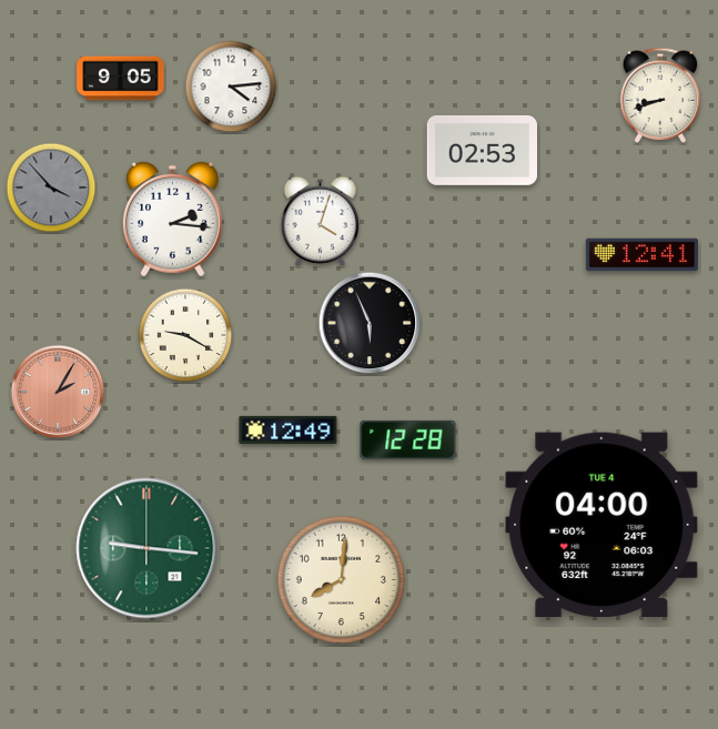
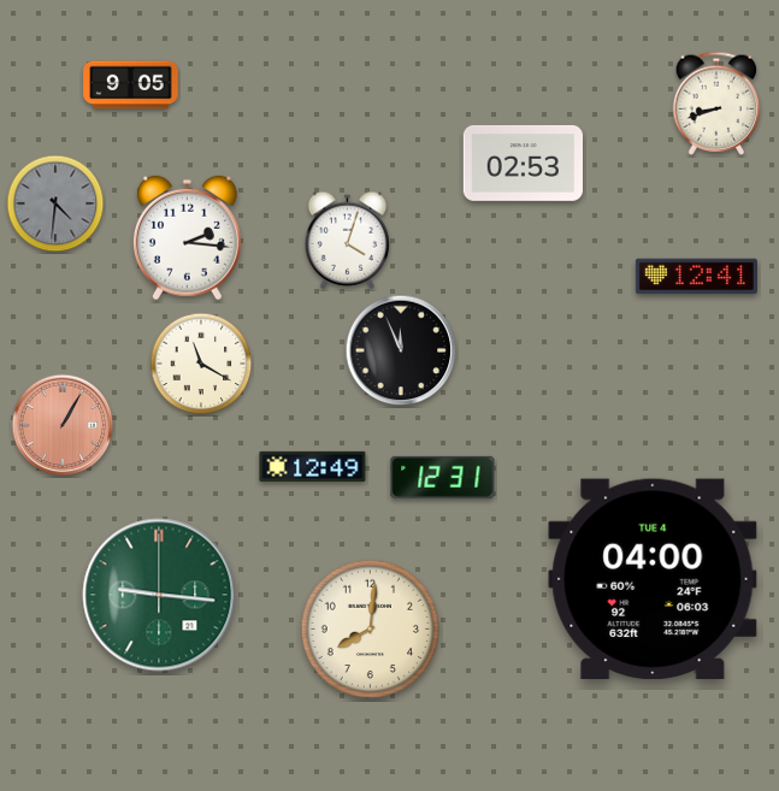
clock at (231, 87): 4:14 -> none
clock at (51, 188): 3:53 -> 4:31
clock at (370, 323): 5:56 -> 11:56
clock at (185, 335): 9:20 -> 11:20
clock at (58, 392): 2:05 -> 1:05
clock at (408, 439): 12:28 -> 12:31
clock at (601, 524) position: (601, 524) -> (653, 578)
